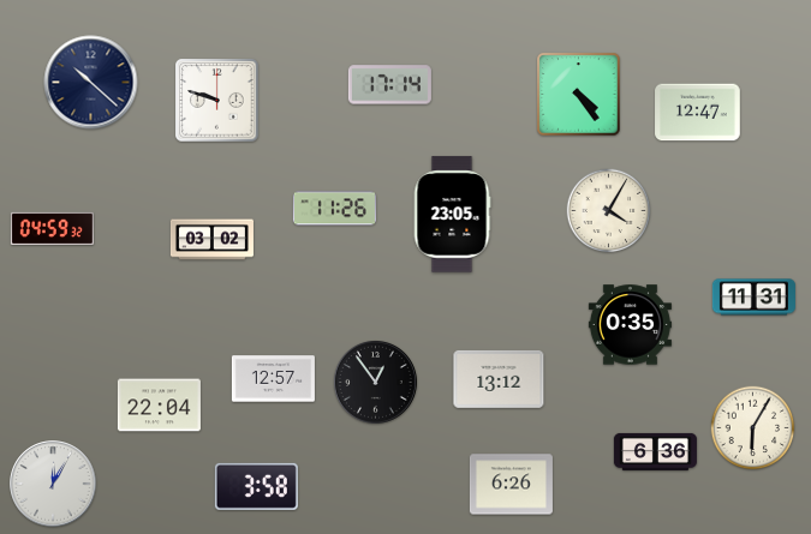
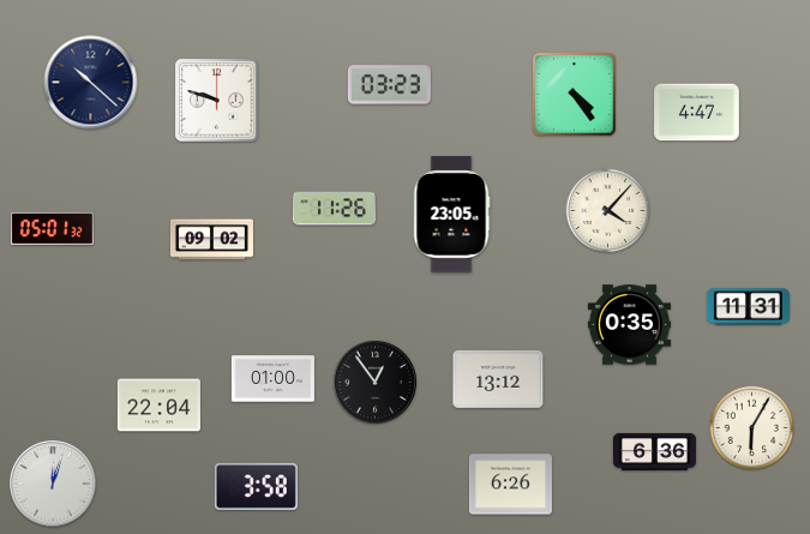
clock at (389, 85): 17:14 -> 03:23
clock at (579, 95) position: (579, 95) -> (575, 95)
clock at (698, 113): 12:47 -> 4:47
clock at (609, 211): 4:05 -> 4:07
clock at (52, 228): 04:59 -> 05:01
clock at (211, 240): 03:02 -> 09:02
clock at (753, 298) position: (753, 298) -> (748, 307)
clock at (273, 379): 12:57 -> 01:00
clock at (53, 484): 12:05 -> 12:03
